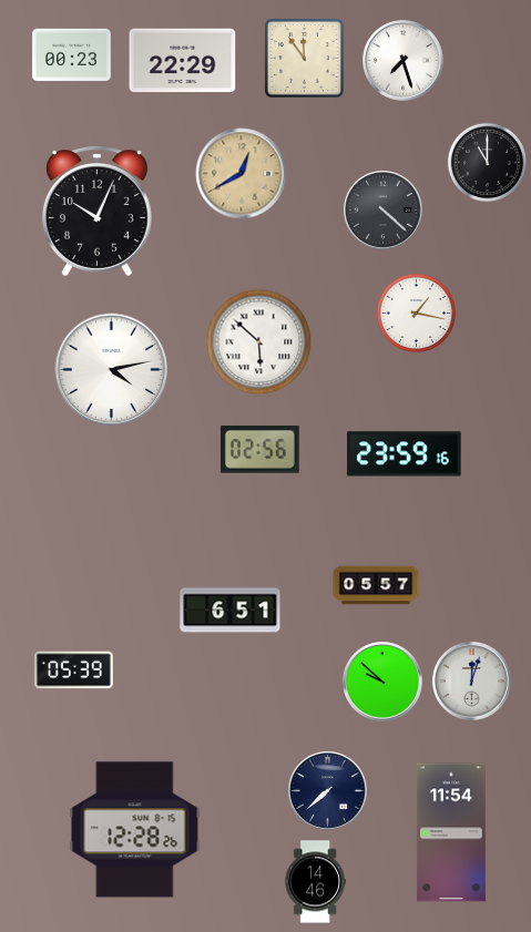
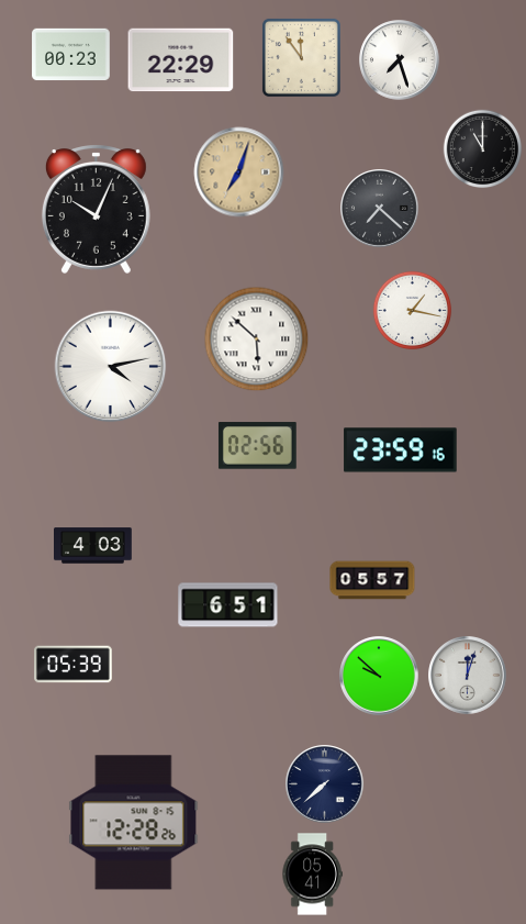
clock at (488, 163) position: (488, 163) -> (483, 149)
clock at (242, 174): 12:40 -> 7:03
clock at (384, 211): 4:22 -> 7:22
clock at (93, 546): none -> 4:03
clock at (451, 832): 11:54 -> none
clock at (315, 882): 14:46 -> 05:41
